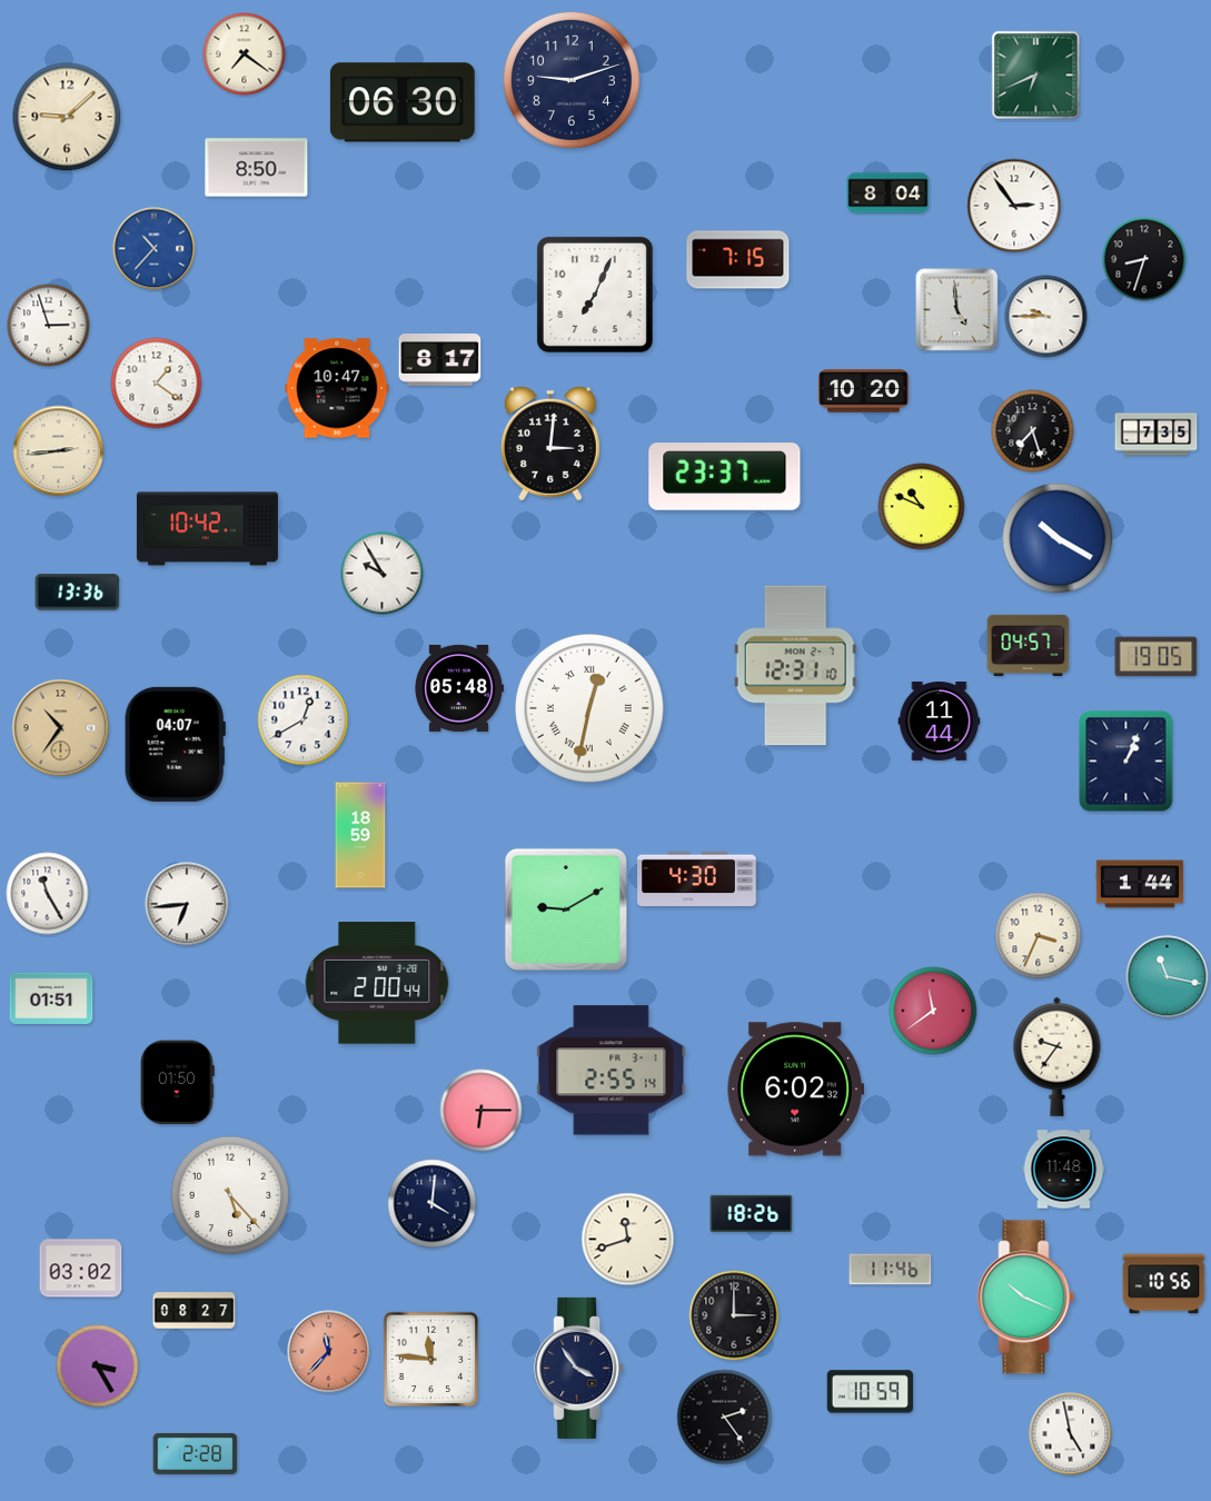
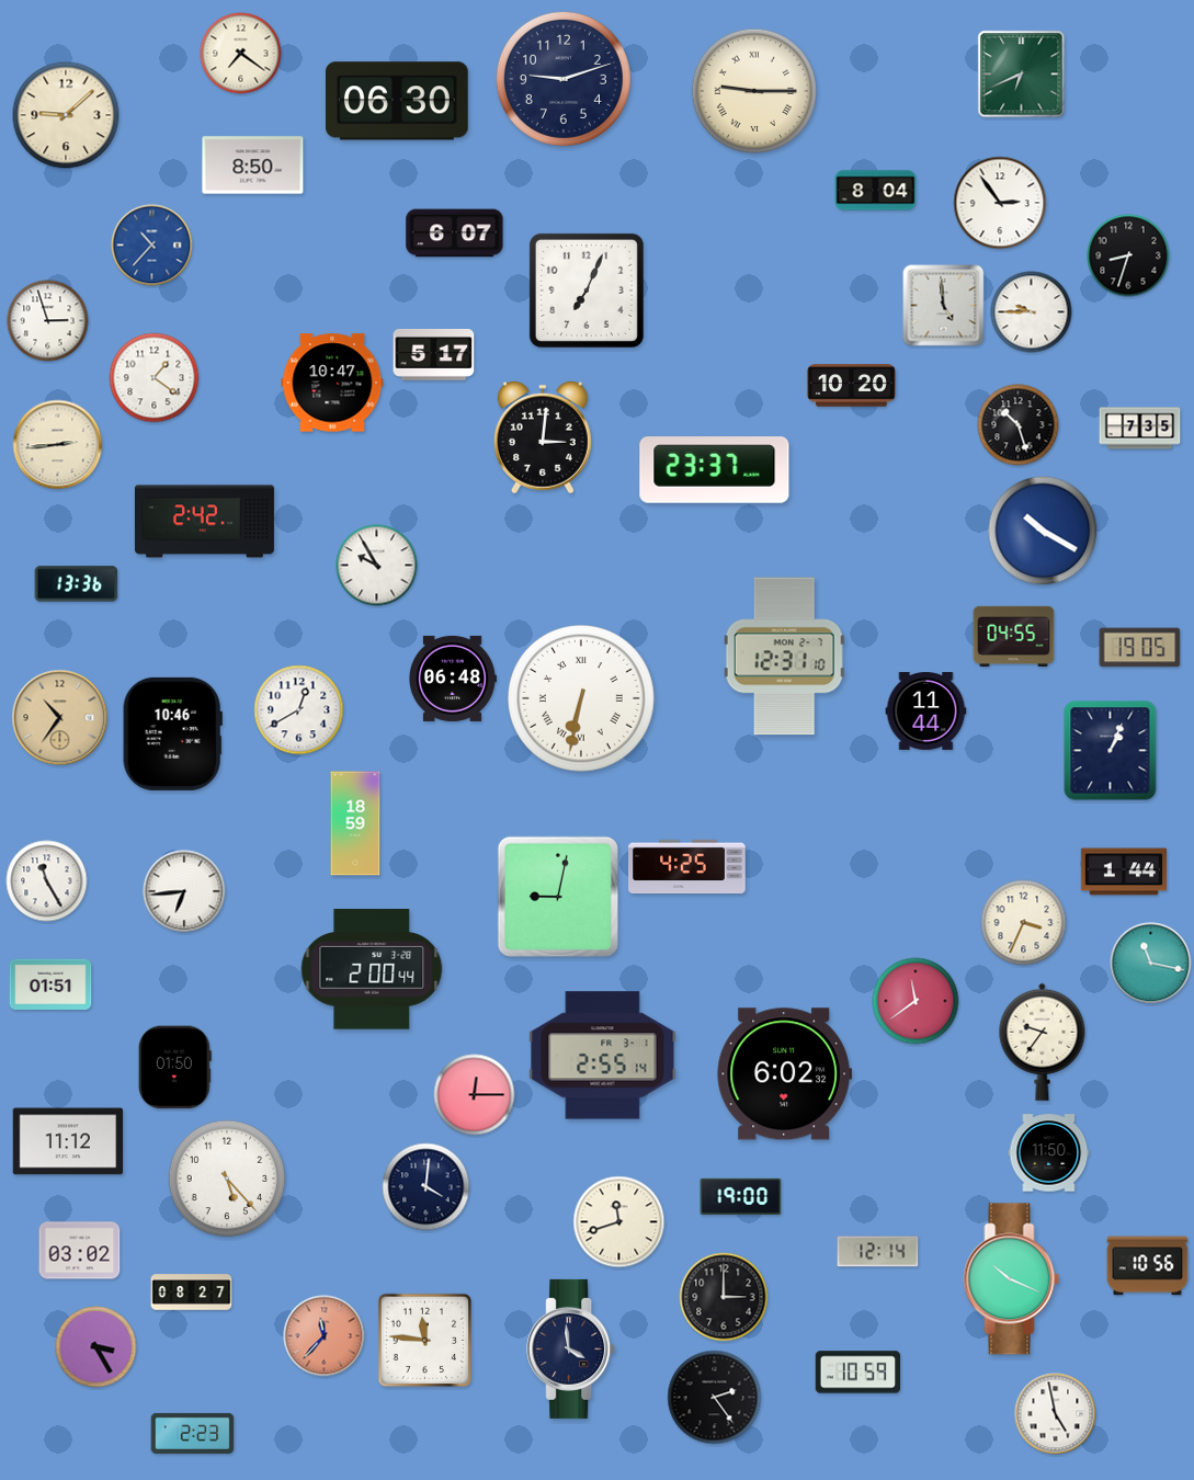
clock at (753, 90): none -> 9:15
clock at (455, 234): none -> 6:07
clock at (738, 260): 7:15 -> none
clock at (440, 360): 8:17 -> 5:17
clock at (1033, 431): 7:27 -> 10:27
clock at (922, 507): 10:49 -> none
clock at (207, 529): 10:42 -> 2:42
clock at (1029, 645): 04:57 -> 04:55
clock at (458, 688): 05:48 -> 06:48
clock at (590, 709): 12:32 -> 6:32
clock at (175, 744): 04:07 -> 10:46
clock at (697, 878): 4:30 -> 4:25
clock at (566, 909): 9:10 -> 9:02
clock at (933, 1011) position: (933, 1011) -> (916, 1001)
clock at (482, 1111): 6:15 -> 12:15
clock at (68, 1141): none -> 11:12
clock at (1064, 1170): 11:48 -> 11:50
clock at (752, 1213): 18:26 -> 19:00
clock at (891, 1270): 11:46 -> 12:14
clock at (329, 1352) position: (329, 1352) -> (325, 1336)
clock at (579, 1368): 3:54 -> 3:59
clock at (196, 1453): 2:28 -> 2:23
